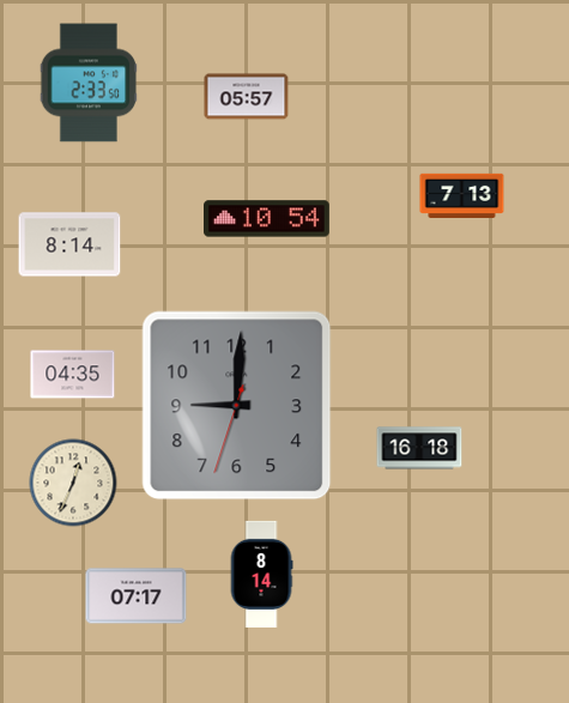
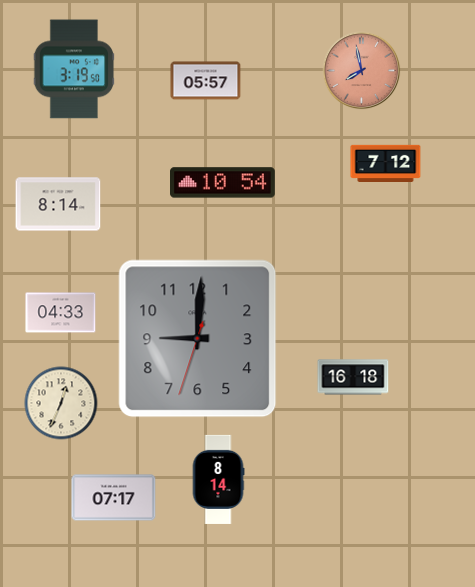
clock at (89, 83): 2:33 -> 3:19
clock at (362, 71): none -> 7:58
clock at (462, 195): 7:13 -> 7:12
clock at (73, 375): 04:35 -> 04:33
clock at (419, 448) position: (419, 448) -> (353, 377)
